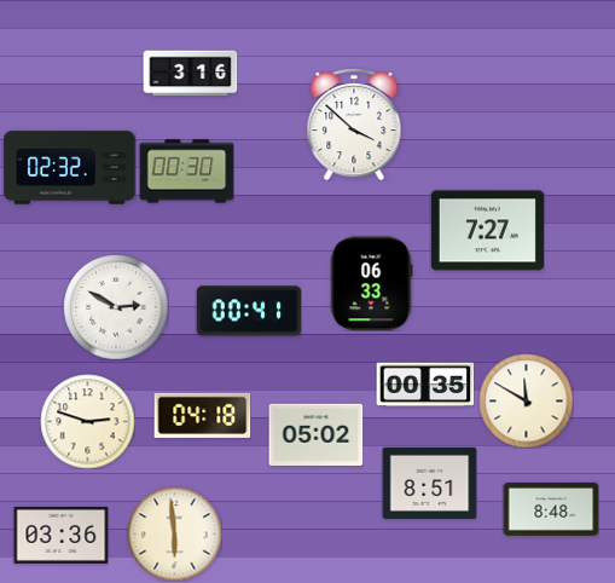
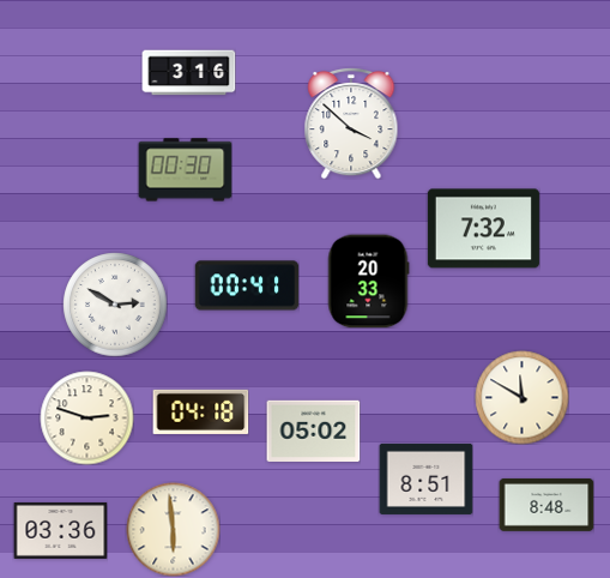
clock at (70, 168): 02:32 -> none
clock at (487, 231): 7:27 -> 7:32
clock at (371, 283): 06:33 -> 20:33
clock at (249, 311) position: (249, 311) -> (247, 285)
clock at (425, 385): 00:35 -> none
